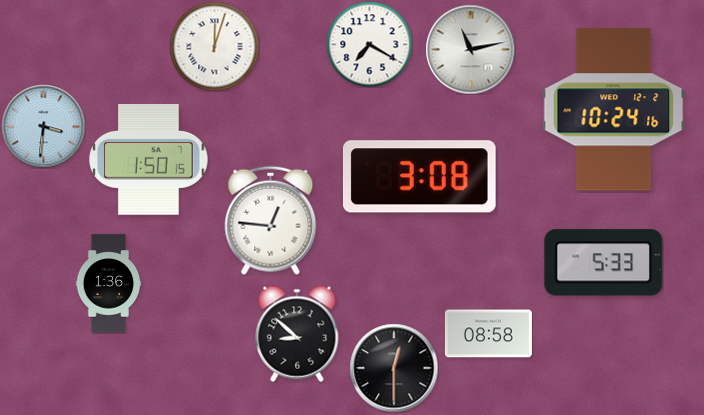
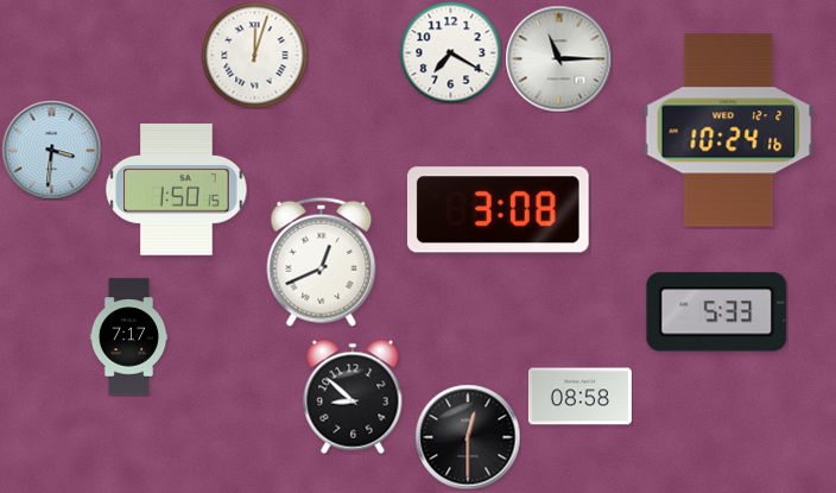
clock at (369, 44) position: (369, 44) -> (450, 52)
clock at (470, 49): 11:13 -> 11:15
clock at (271, 220): 12:46 -> 12:41
clock at (109, 284): 1:36 -> 7:17
